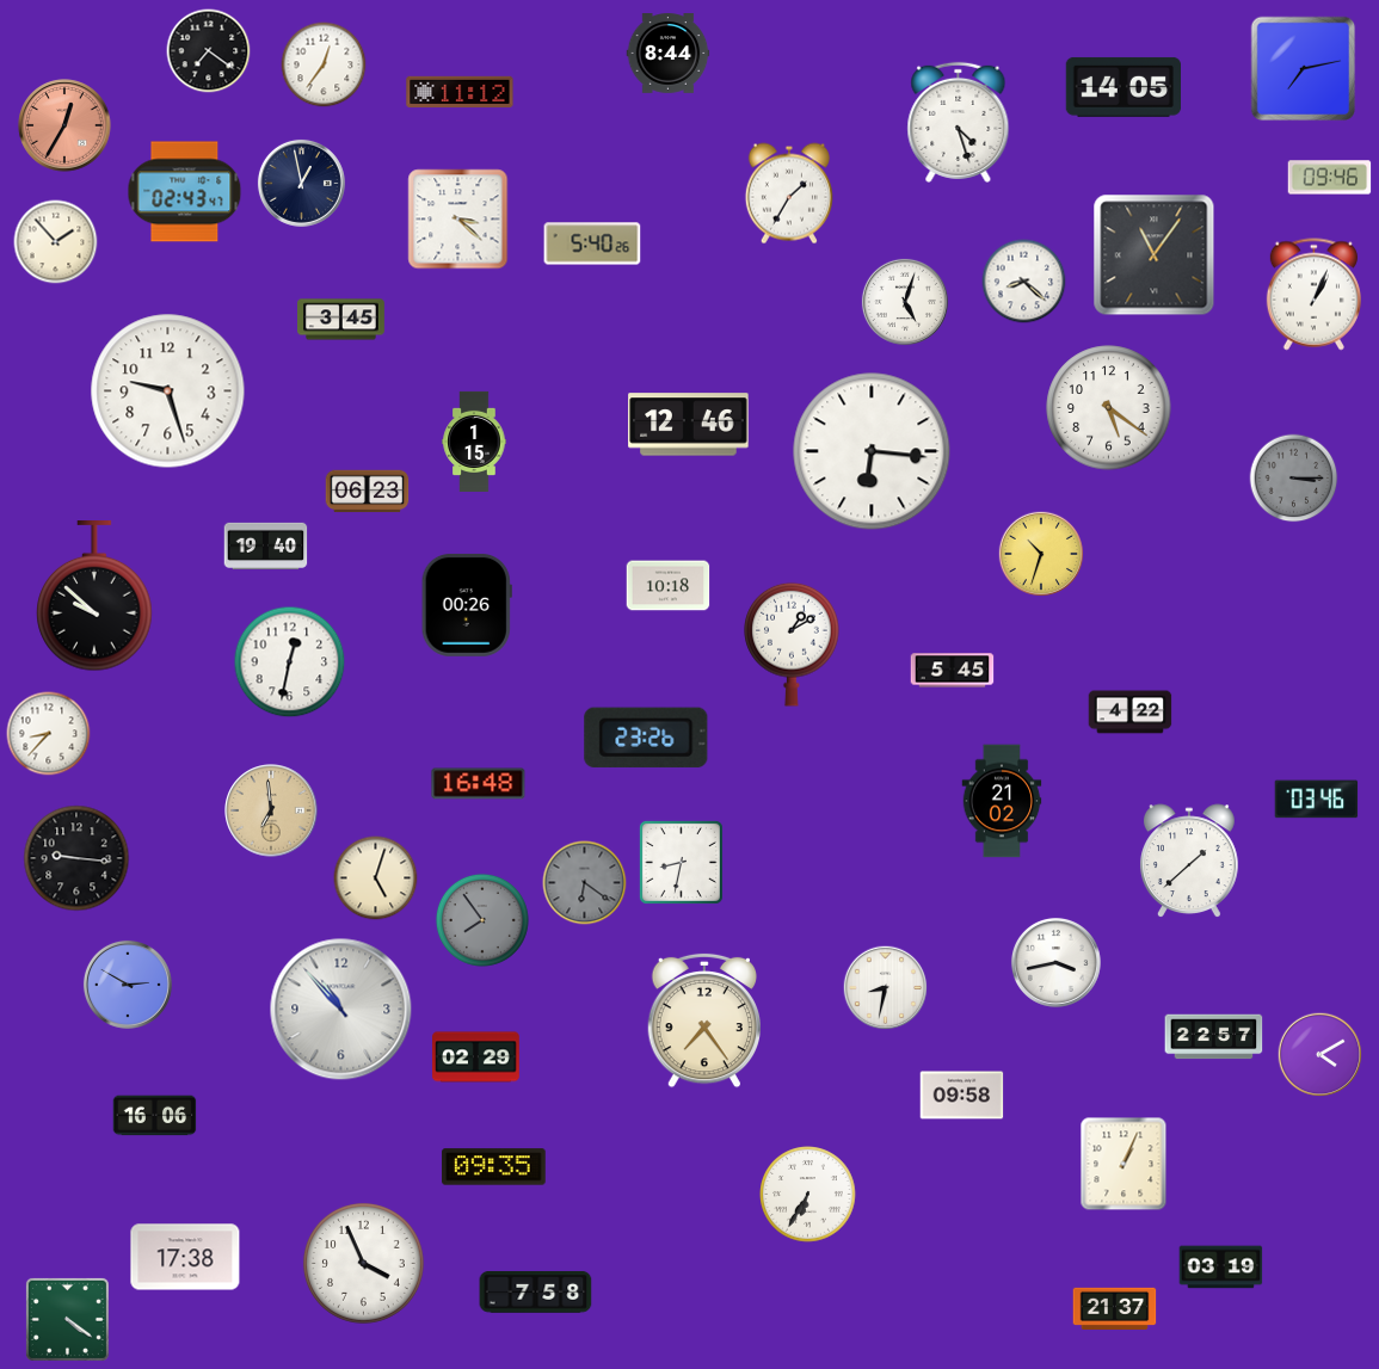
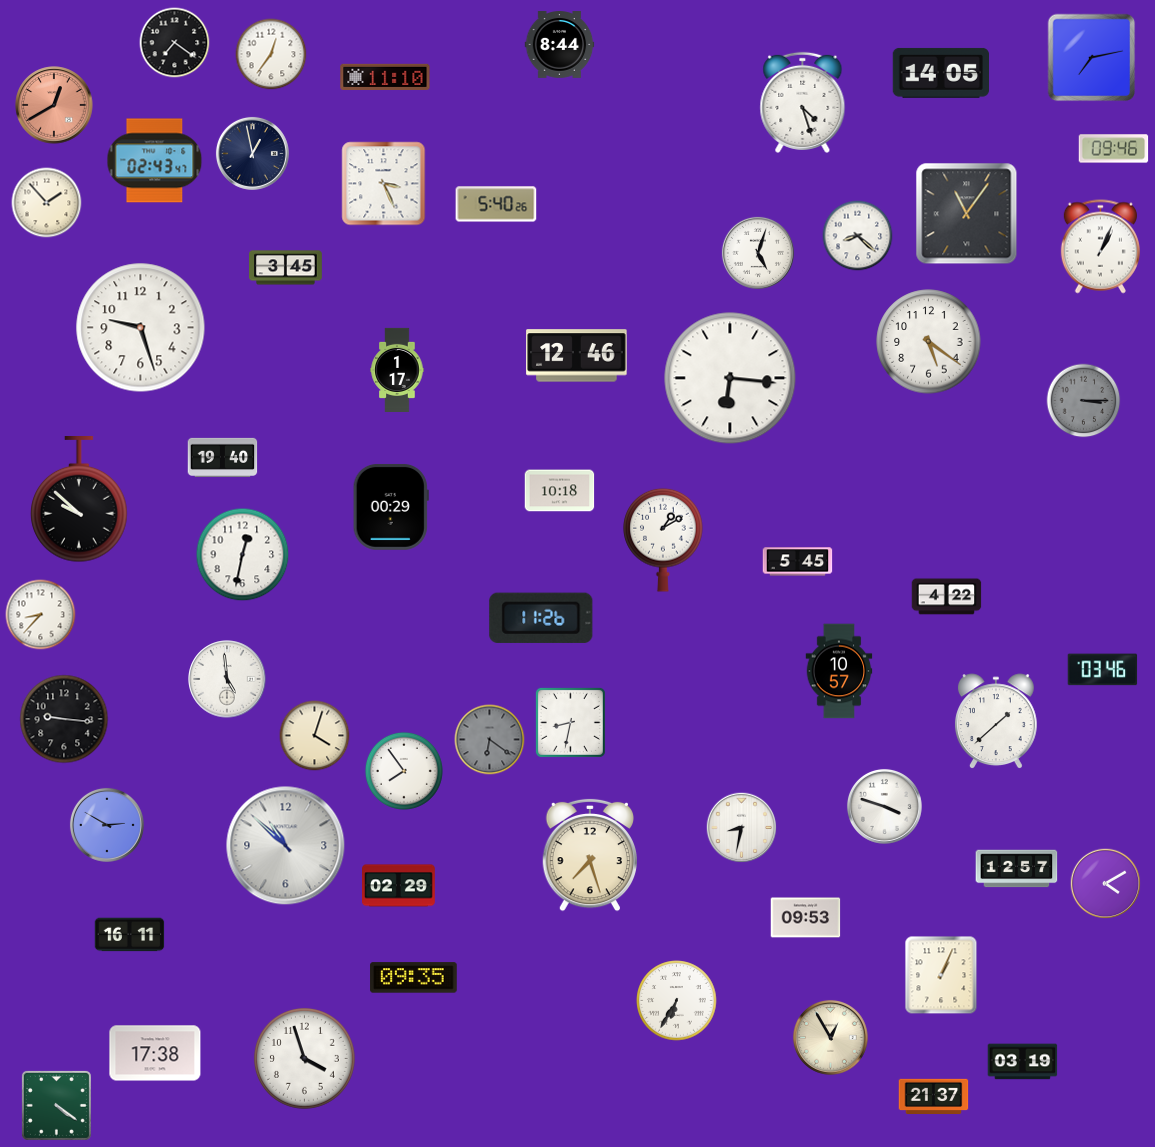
clock at (460, 92): 11:12 -> 11:10
clock at (64, 125): 12:35 -> 12:40
clock at (789, 193): 1:35 -> none
clock at (458, 220): 3:22 -> 3:26
clock at (474, 440): 1:15 -> 1:17
clock at (368, 492): 06:23 -> none
clock at (1040, 553): 10:33 -> none
clock at (467, 605): 00:26 -> 00:29
clock at (646, 738): 23:26 -> 11:26
clock at (479, 784): 16:48 -> none
clock at (1002, 801): 21:02 -> 10:57
clock at (271, 810): 6:59 -> 4:59
clock at (271, 810) dial: champagne -> white
clock at (376, 878): 5:03 -> 4:03
clock at (482, 920) dial: grey -> white
clock at (1055, 962): 3:43 -> 3:48
clock at (341, 1010): 10:53 -> 10:52
clock at (703, 1020): 7:24 -> 7:27
clock at (1214, 1037): 22:57 -> 12:57
clock at (962, 1096): 09:58 -> 09:53
clock at (155, 1116): 16:06 -> 16:11
clock at (830, 1037): none -> 12:55
clock at (363, 1263): 3:56 -> 3:57
clock at (536, 1293): 7:58 -> none
